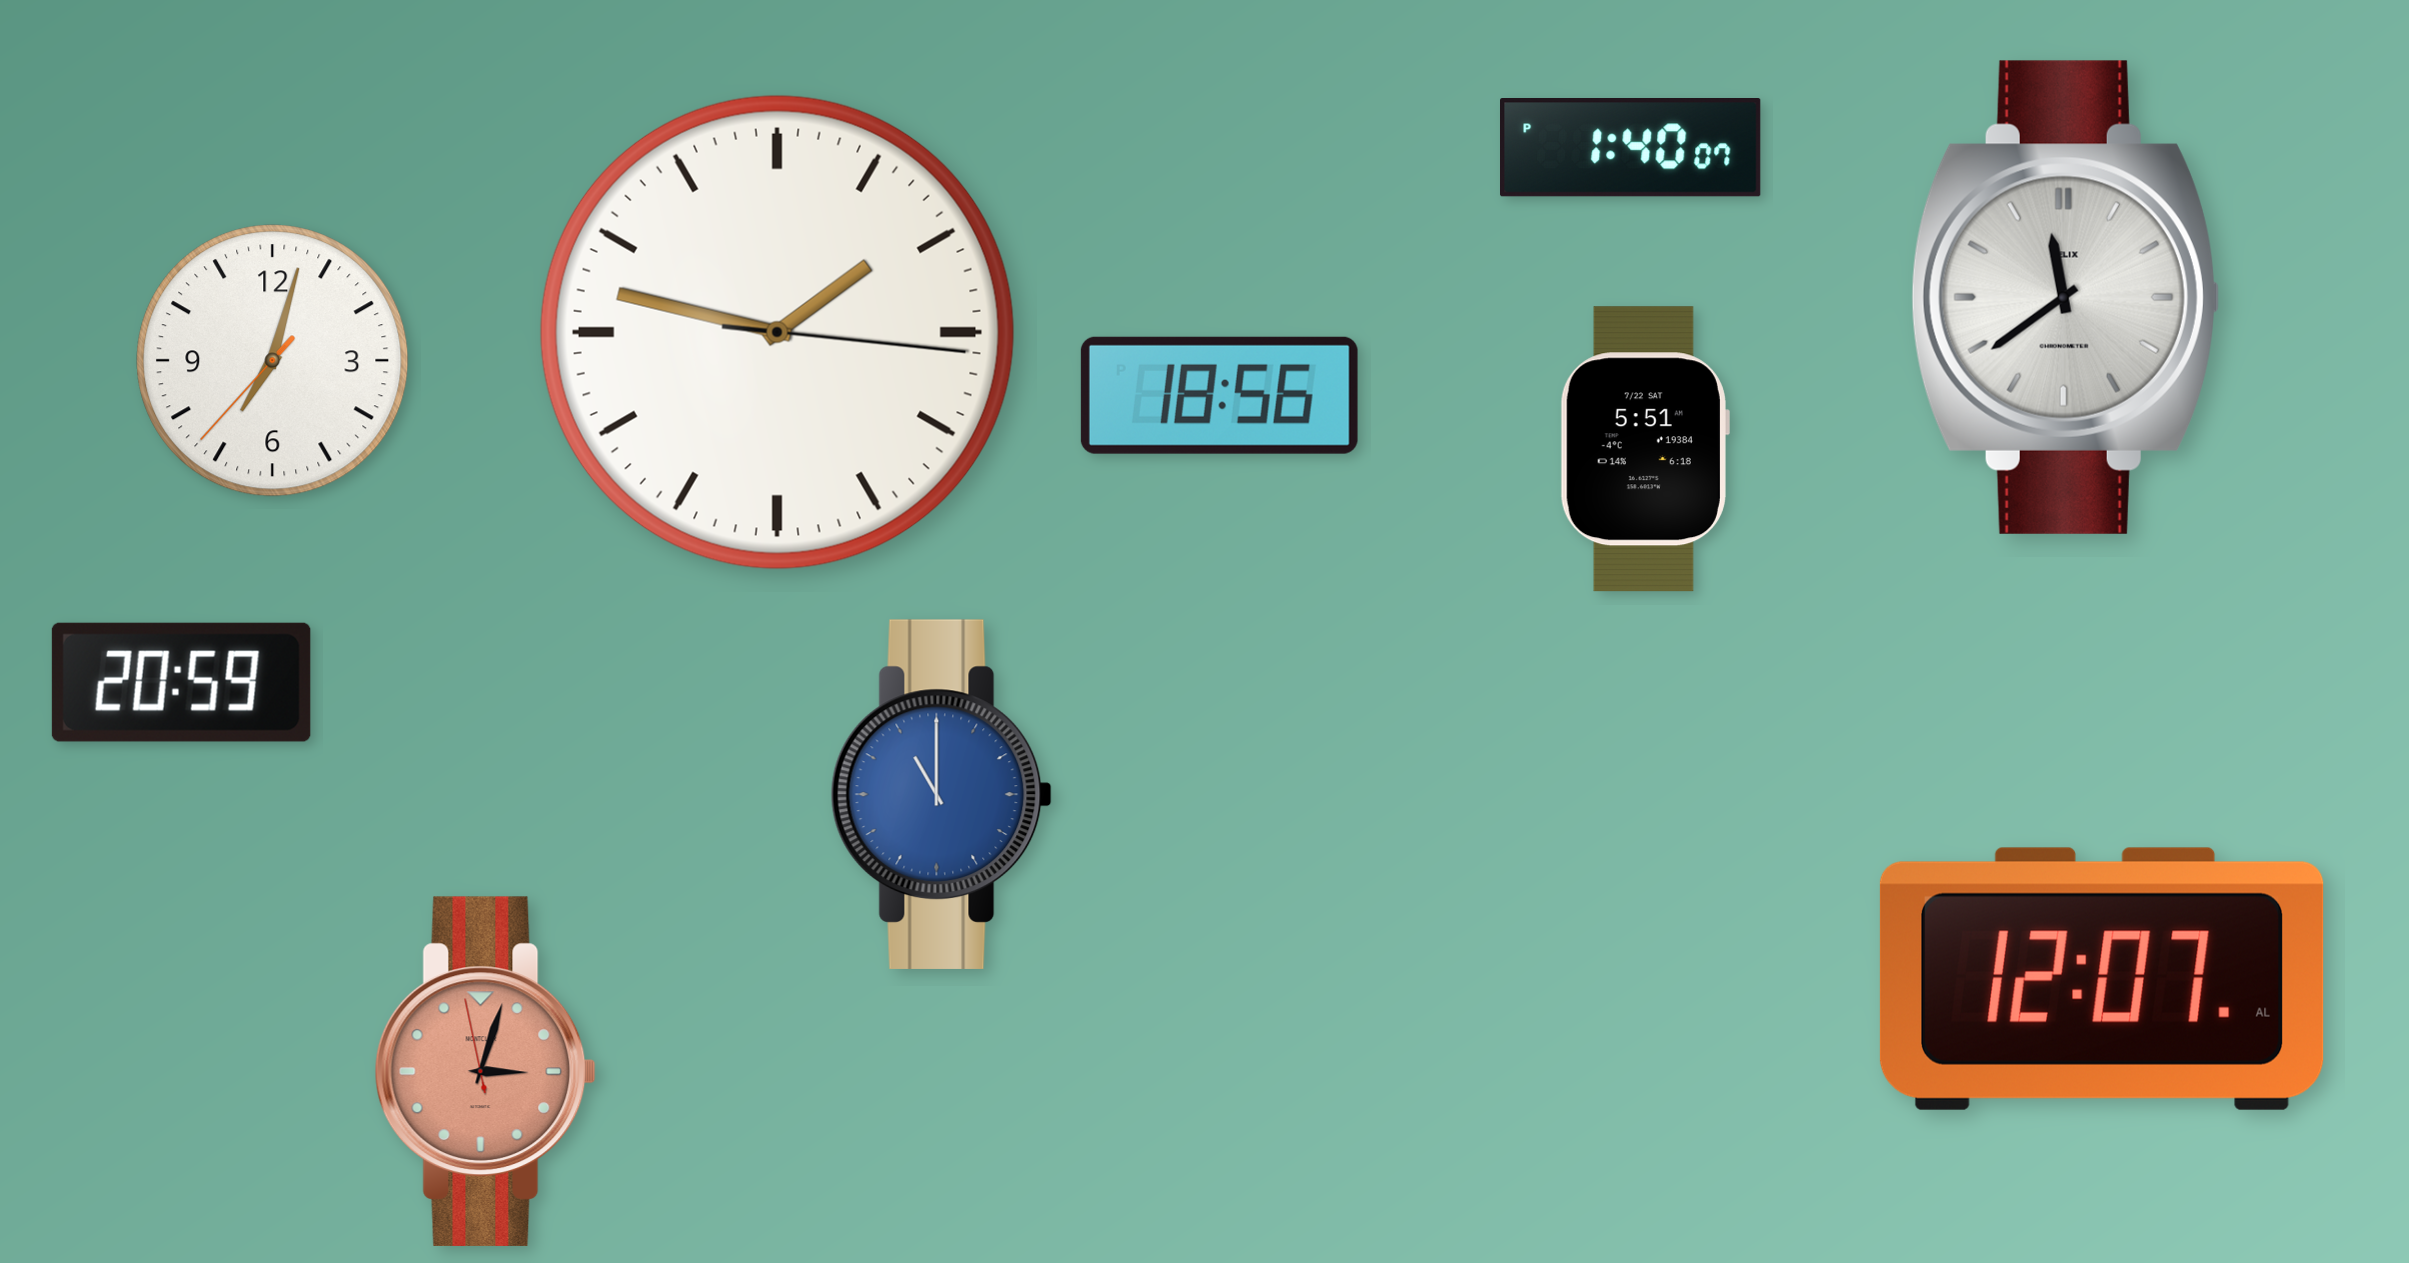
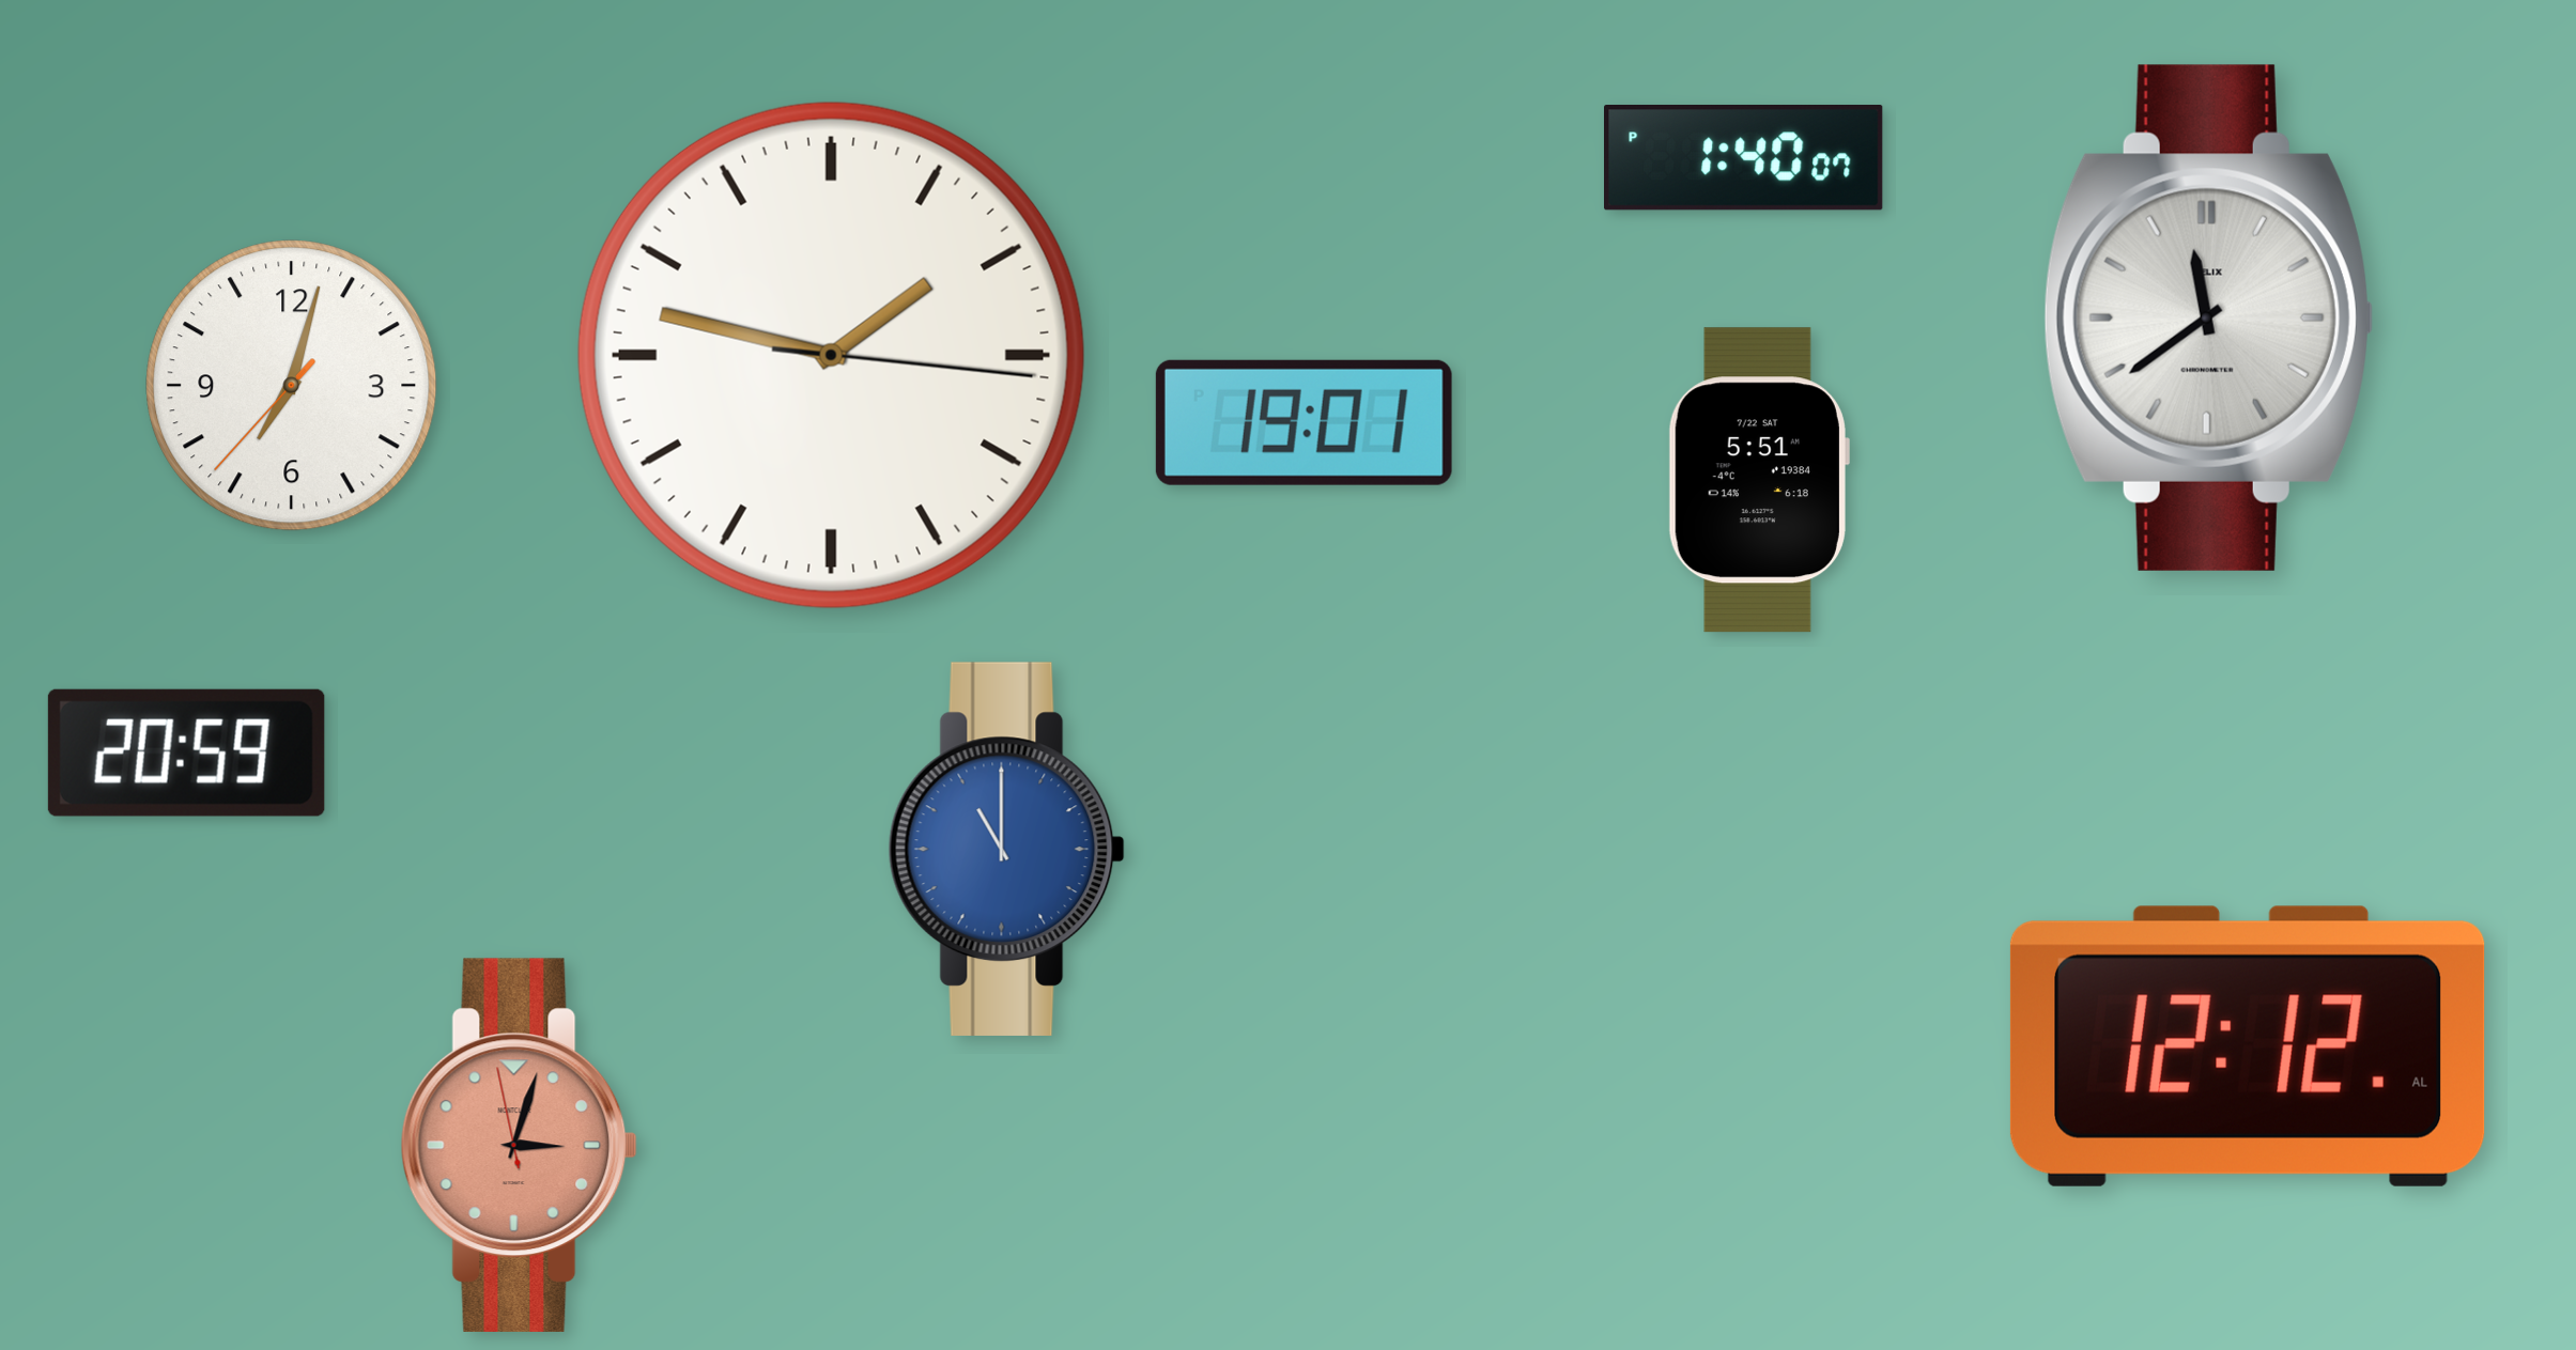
clock at (1219, 395): 18:56 -> 19:01
clock at (181, 682) position: (181, 682) -> (186, 752)
clock at (2102, 979): 12:07 -> 12:12
